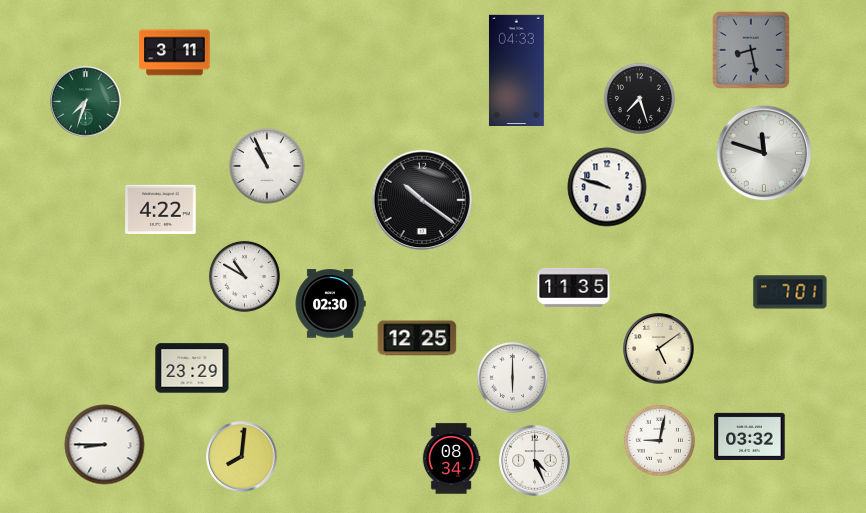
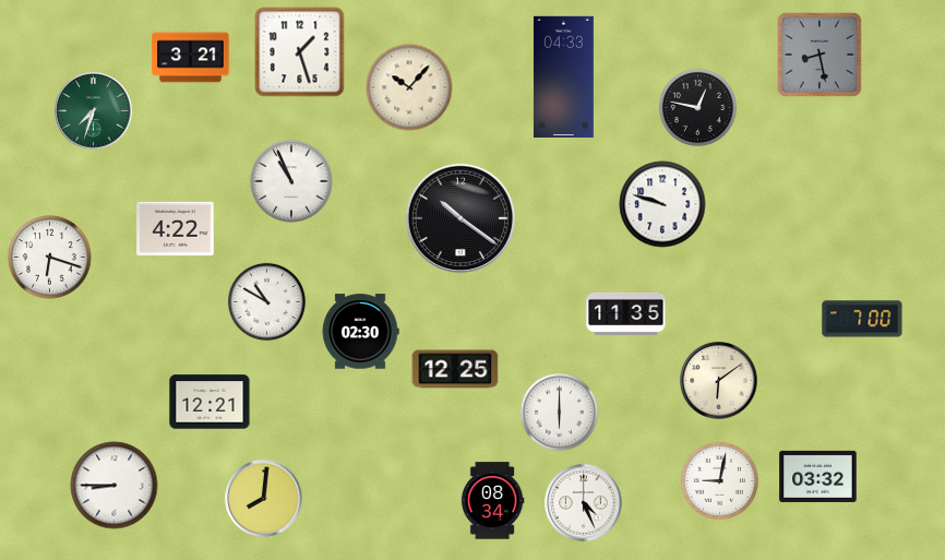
clock at (300, 52): none -> 1:27
clock at (175, 53): 3:11 -> 3:21
clock at (409, 87): none -> 10:07
clock at (639, 98): 7:27 -> 12:47
clock at (764, 153): 11:48 -> none
clock at (50, 258): none -> 6:18
clock at (790, 292): 7:01 -> 7:00
clock at (659, 349): 5:09 -> 6:09
clock at (192, 368): 23:29 -> 12:21
